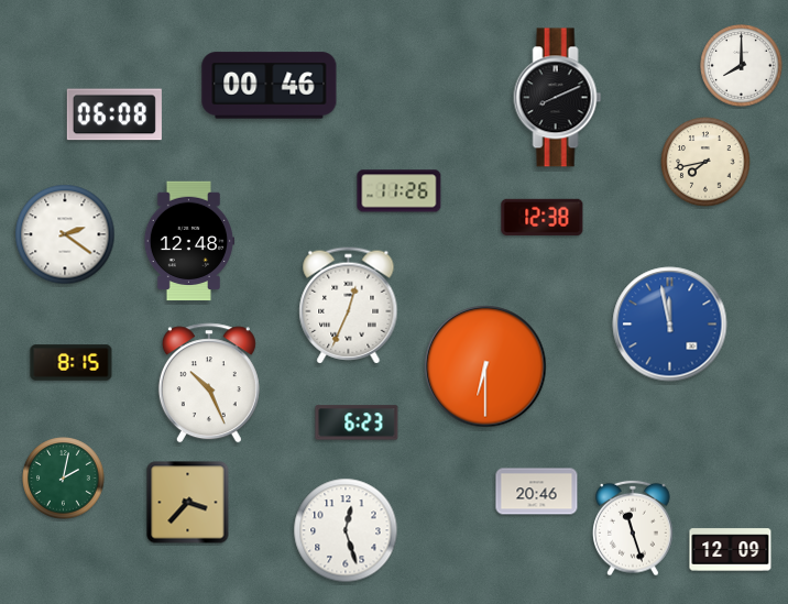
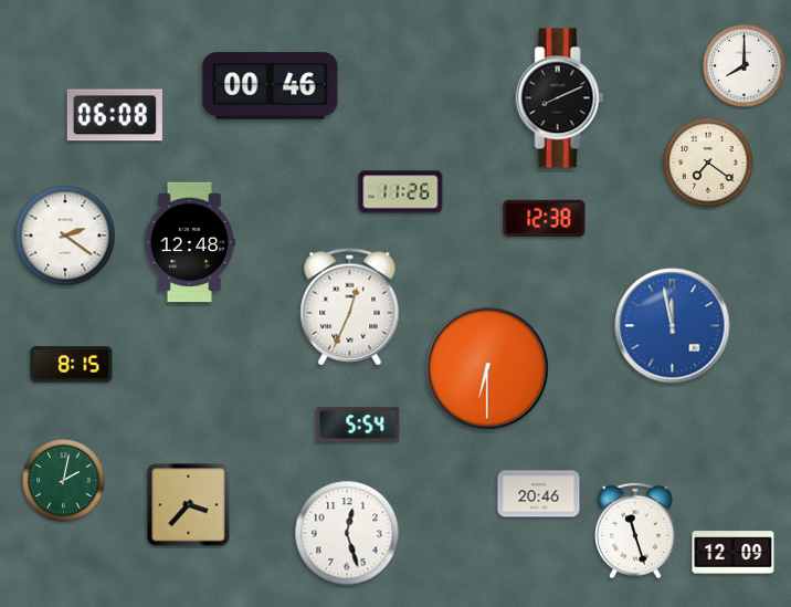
clock at (705, 162): 7:43 -> 7:21
clock at (209, 383): 10:26 -> none
clock at (357, 422): 6:23 -> 5:54
